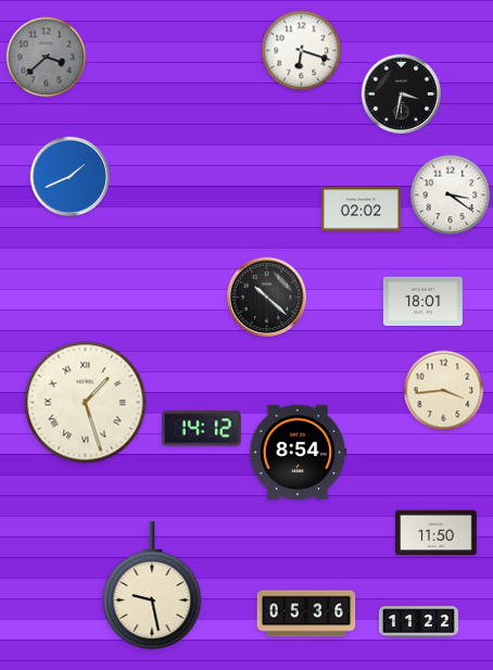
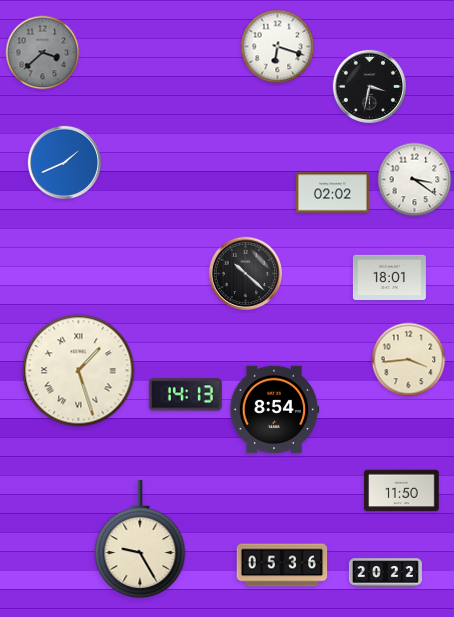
clock at (201, 429): 14:12 -> 14:13
clock at (298, 453) position: (298, 453) -> (274, 410)
clock at (152, 586): 9:28 -> 9:25
clock at (418, 622): 11:22 -> 20:22
